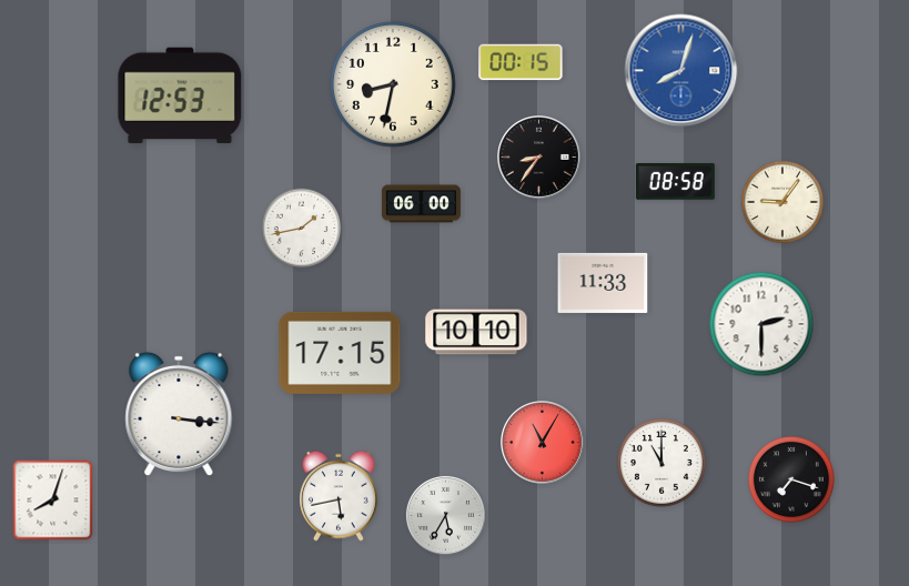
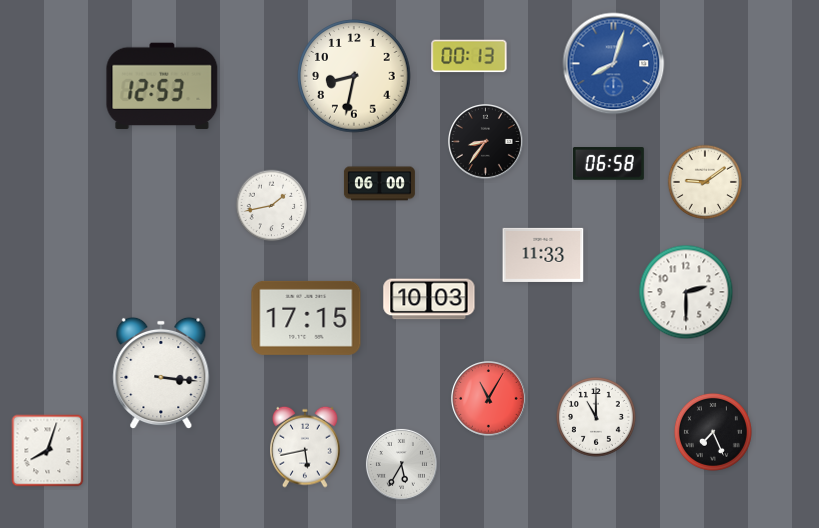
clock at (521, 62): 00:15 -> 00:13
clock at (675, 182): 08:58 -> 06:58
clock at (781, 201): 9:06 -> 9:09
clock at (476, 332): 10:10 -> 10:03
clock at (791, 479): 7:18 -> 7:26
